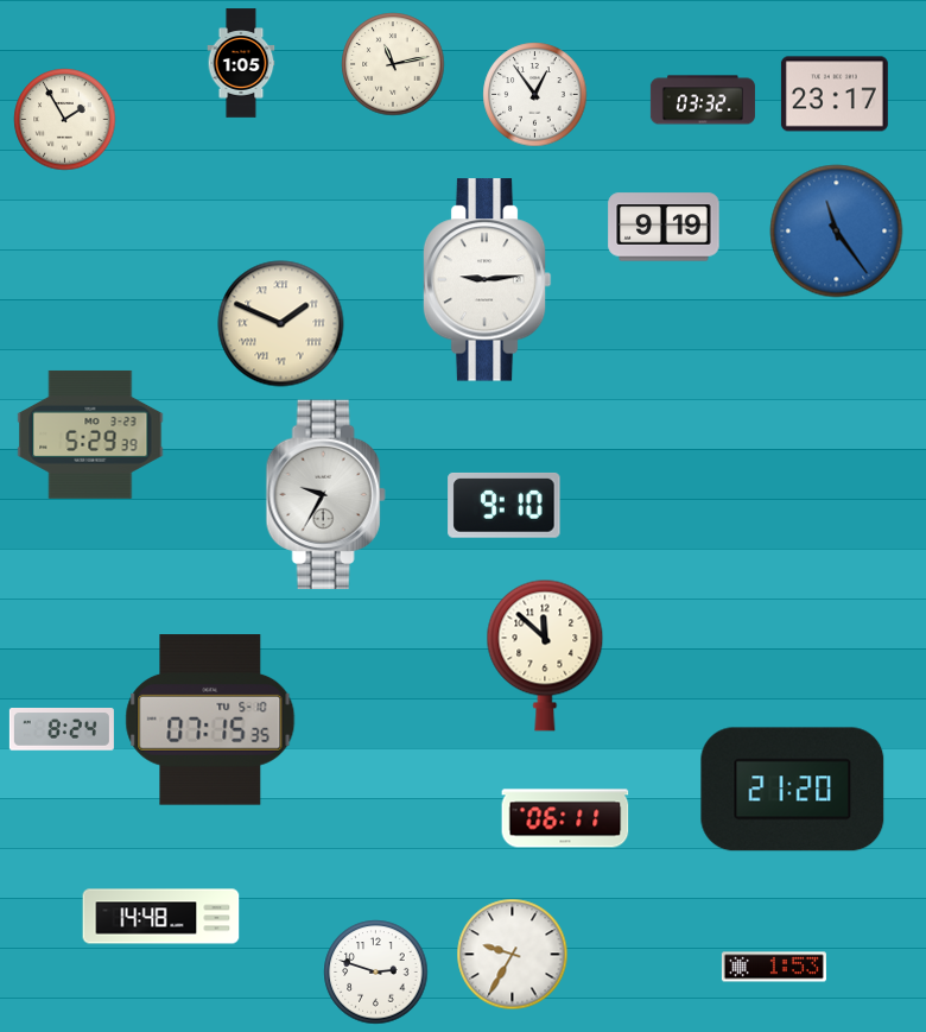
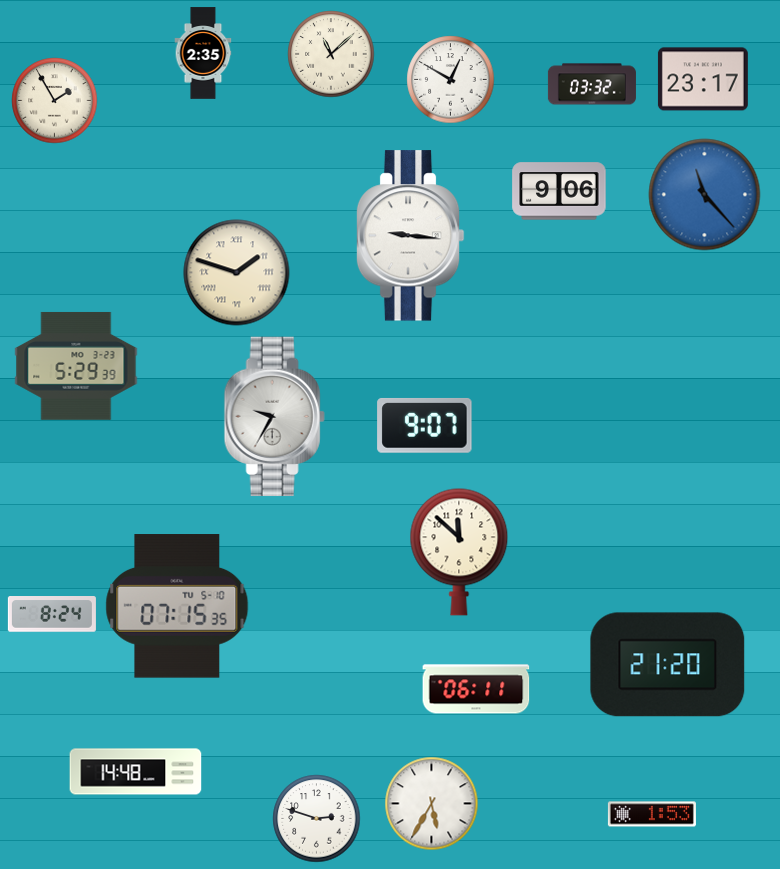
clock at (241, 63): 1:05 -> 2:35
clock at (393, 64): 11:13 -> 11:08
clock at (535, 95): 12:54 -> 12:50
clock at (664, 227): 9:19 -> 9:06
clock at (837, 232): 11:24 -> 11:23
clock at (487, 280): 9:14 -> 9:16
clock at (281, 324): 1:49 -> 1:48
clock at (505, 505): 9:10 -> 9:07
clock at (513, 955): 9:35 -> 5:35
